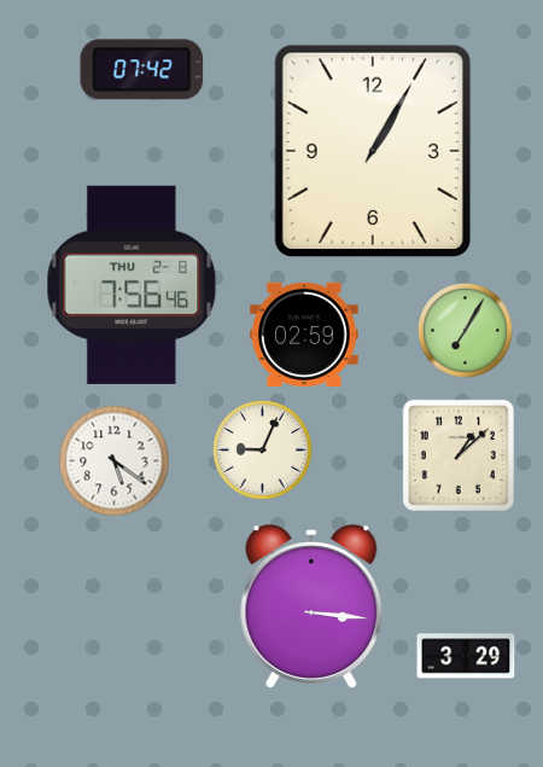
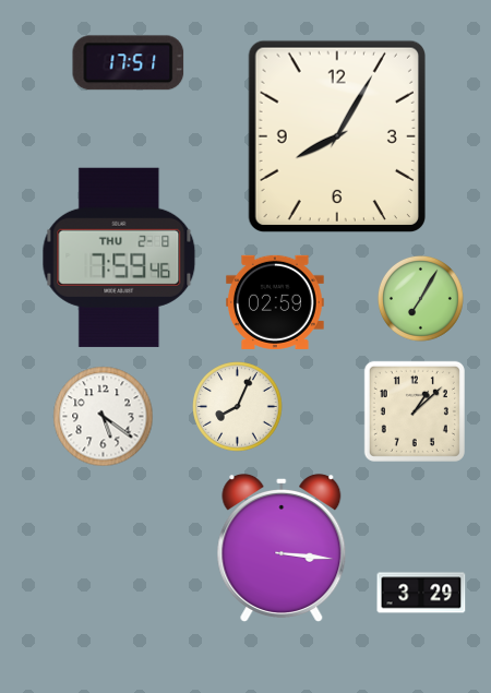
clock at (142, 70): 07:42 -> 17:51
clock at (373, 150): 1:05 -> 8:05
clock at (132, 285): 7:56 -> 7:59
clock at (263, 451): 9:04 -> 8:04
